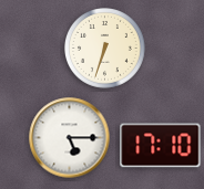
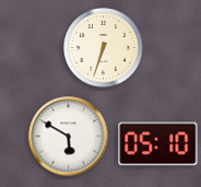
clock at (70, 138): 5:15 -> 5:50
clock at (161, 146): 17:10 -> 05:10
